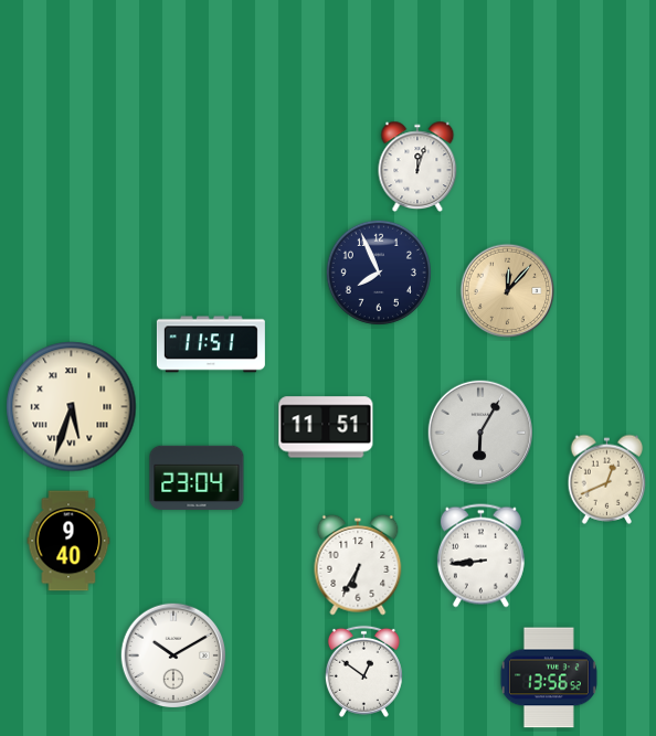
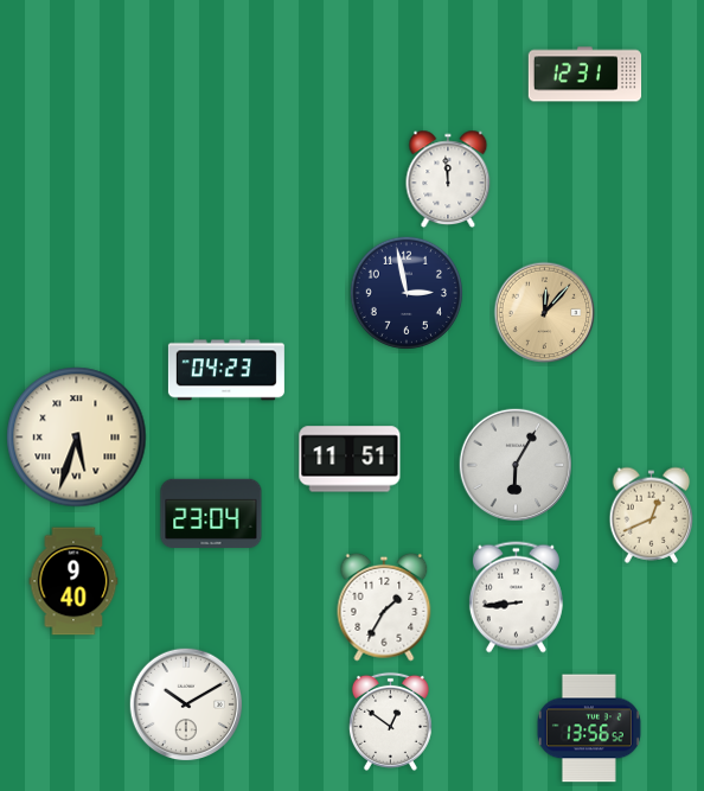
clock at (585, 75): none -> 12:31
clock at (417, 167): 12:03 -> 11:59
clock at (379, 273): 7:56 -> 2:58
clock at (211, 344): 11:51 -> 04:23
clock at (358, 565): 6:35 -> 1:35
